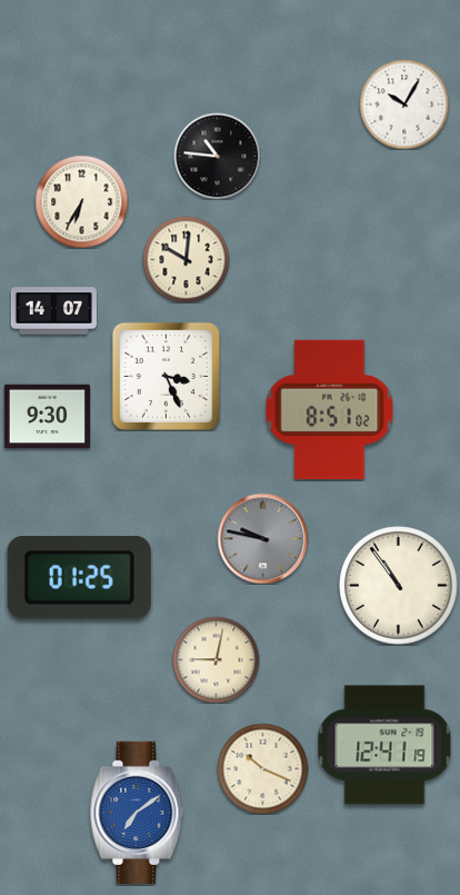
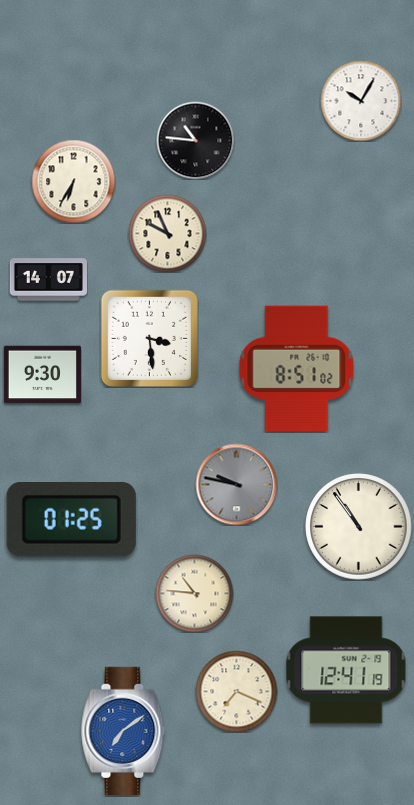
clock at (404, 105) position: (404, 105) -> (361, 101)
clock at (186, 259): 10:01 -> 9:56
clock at (166, 376): 3:26 -> 3:29
clock at (216, 659): 9:02 -> 10:46
clock at (262, 768): 10:19 -> 7:19
